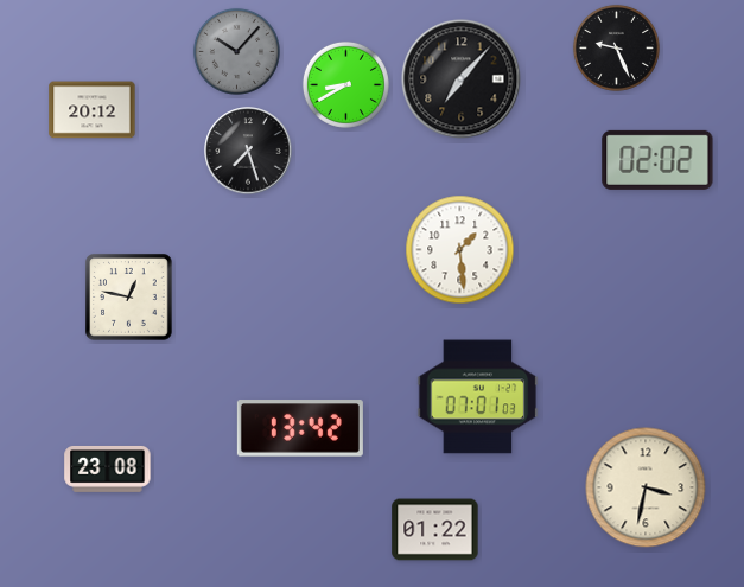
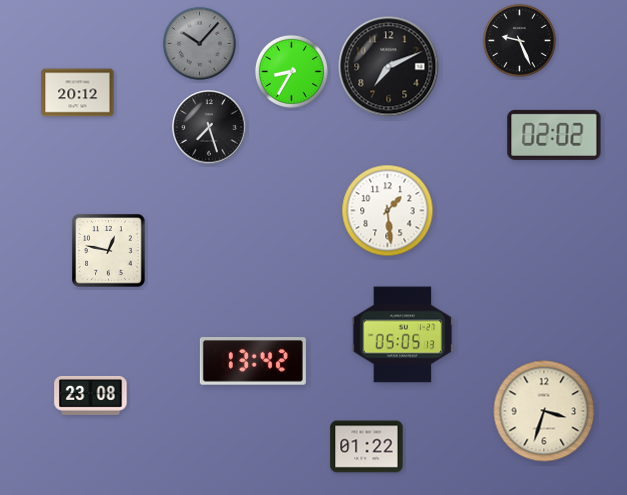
clock at (462, 79): 7:07 -> 7:11
clock at (345, 84): 8:40 -> 8:35
clock at (478, 397): 07:01 -> 05:05
clock at (646, 487): 3:32 -> 3:33
